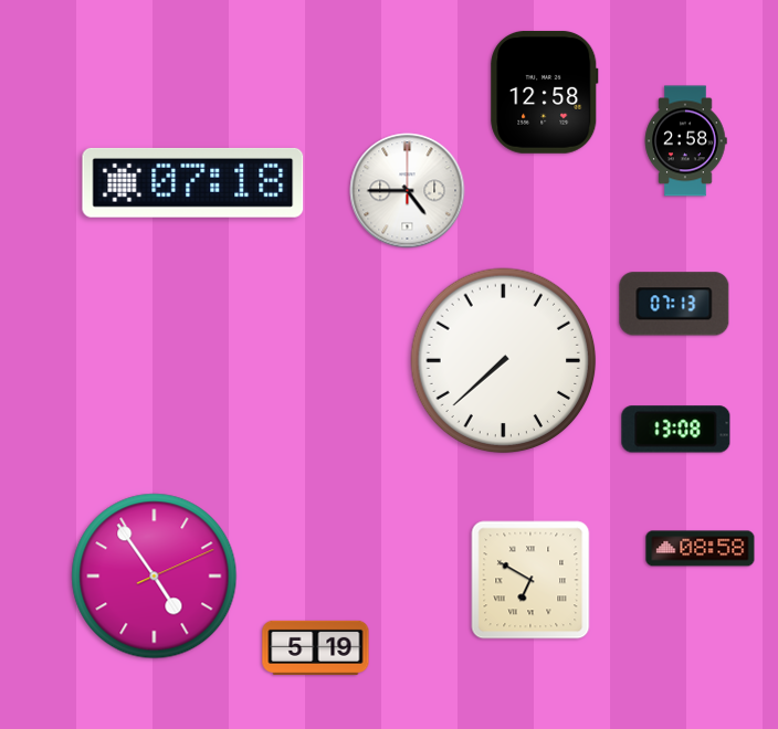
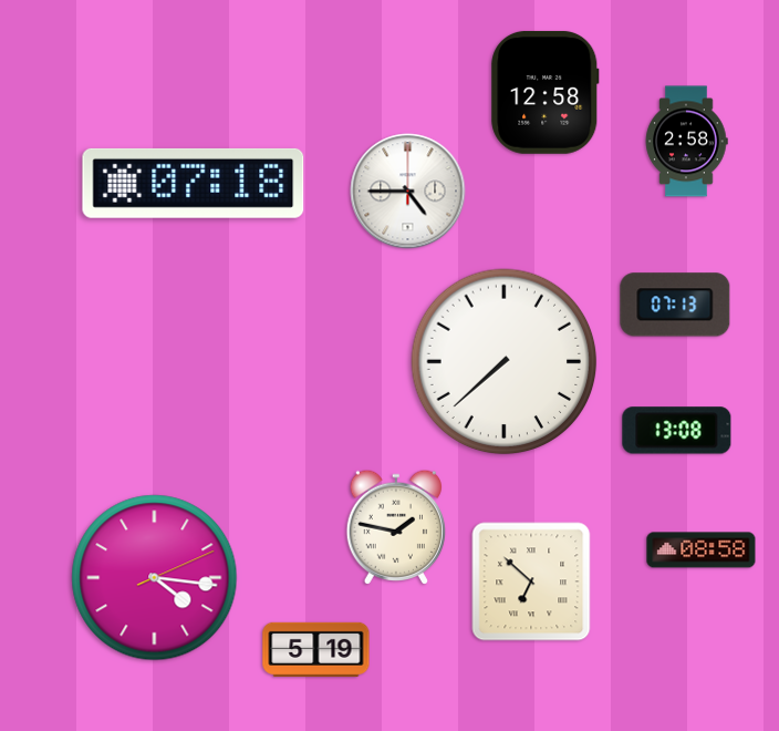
clock at (395, 527): none -> 1:47
clock at (155, 577): 4:54 -> 4:16
clock at (530, 580): 6:50 -> 6:52
